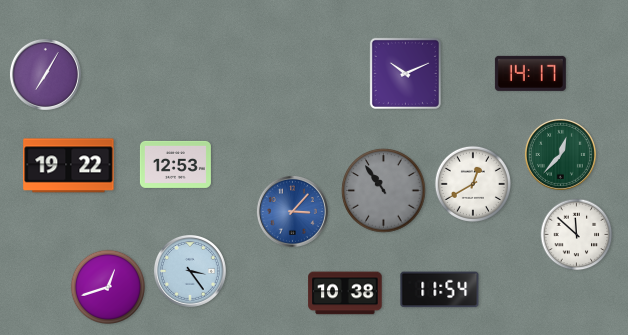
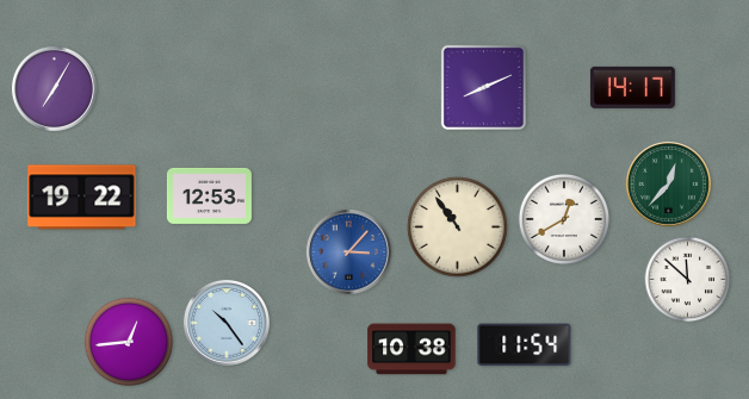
clock at (405, 73): 10:11 -> 8:11
clock at (384, 191) dial: grey -> cream
clock at (190, 271): 3:24 -> 10:24
clock at (108, 287): 12:42 -> 12:44
